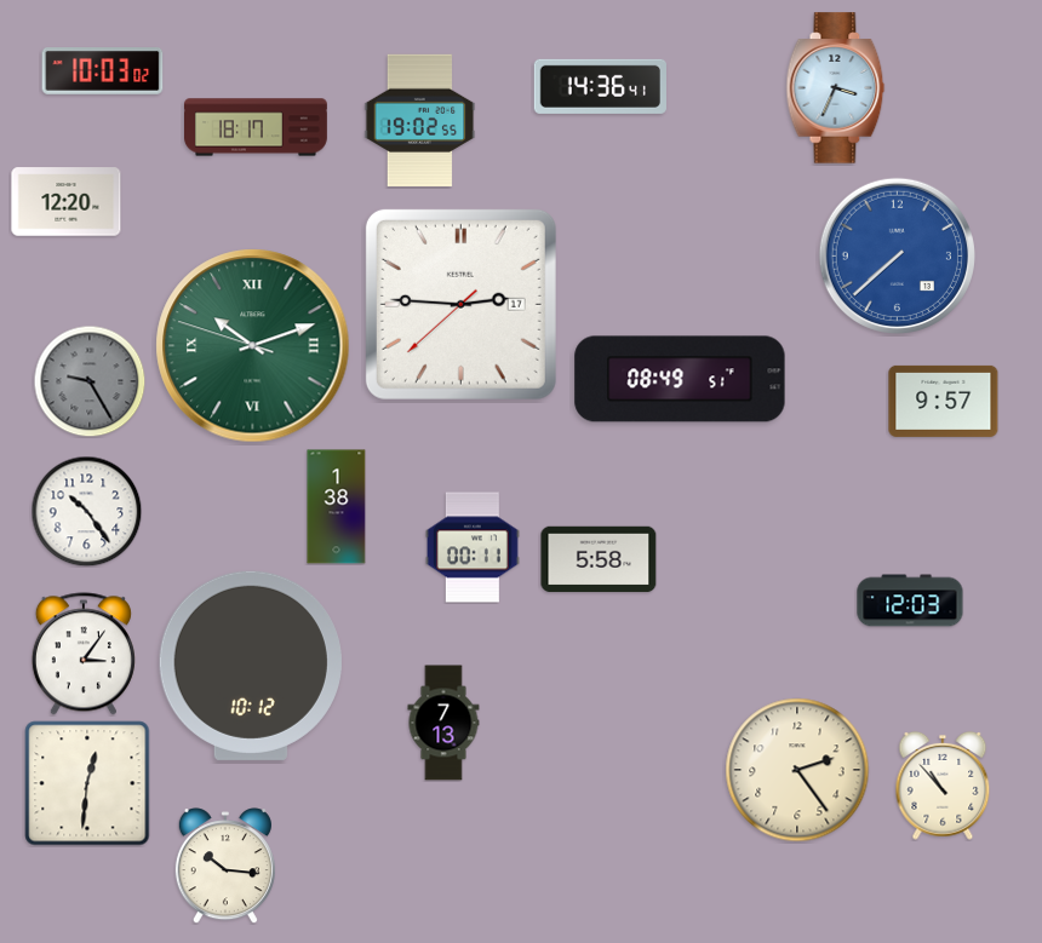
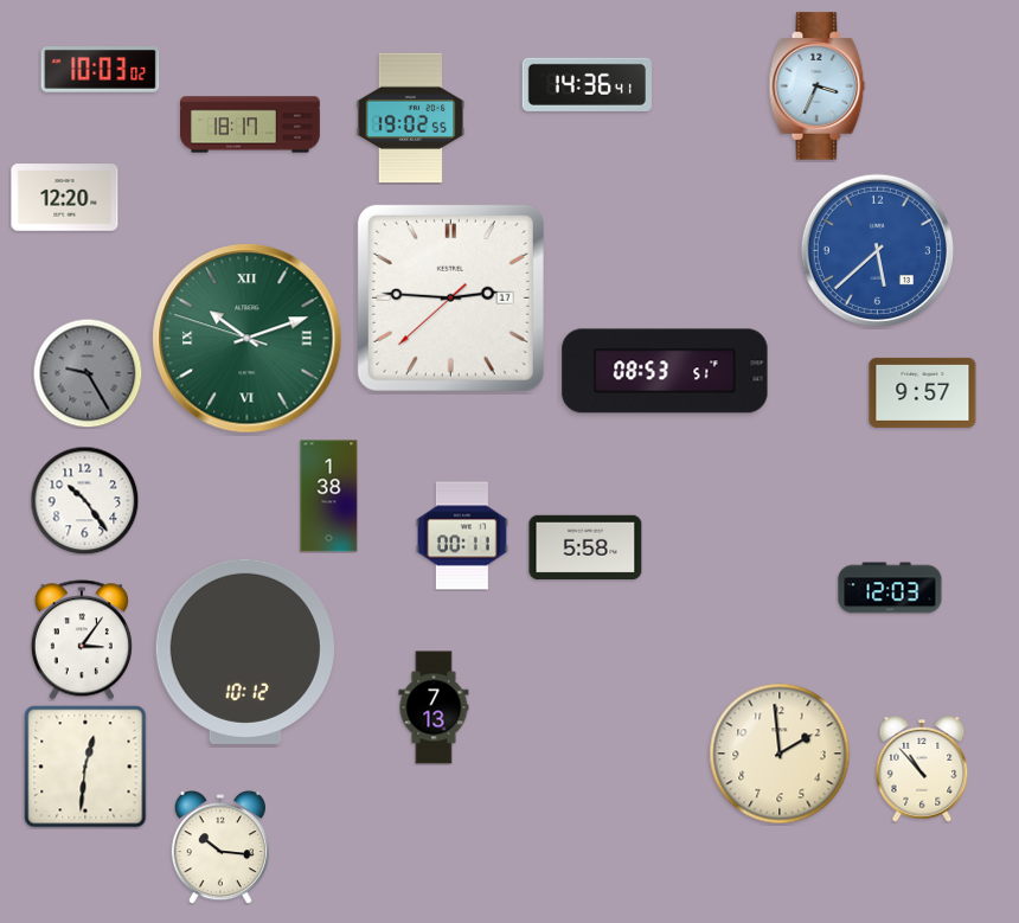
clock at (897, 255): 7:38 -> 5:38
clock at (680, 379): 08:49 -> 08:53
clock at (797, 770): 2:24 -> 1:59
